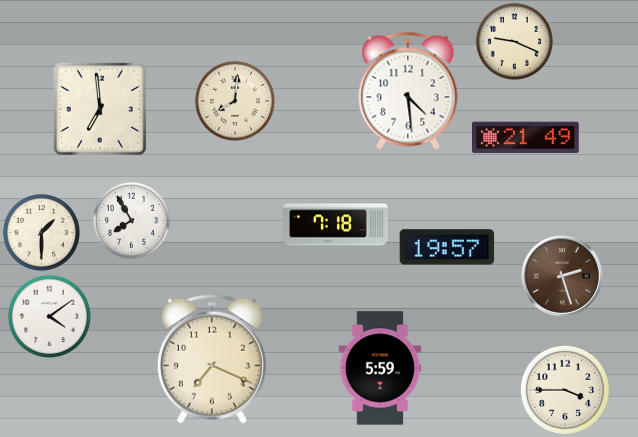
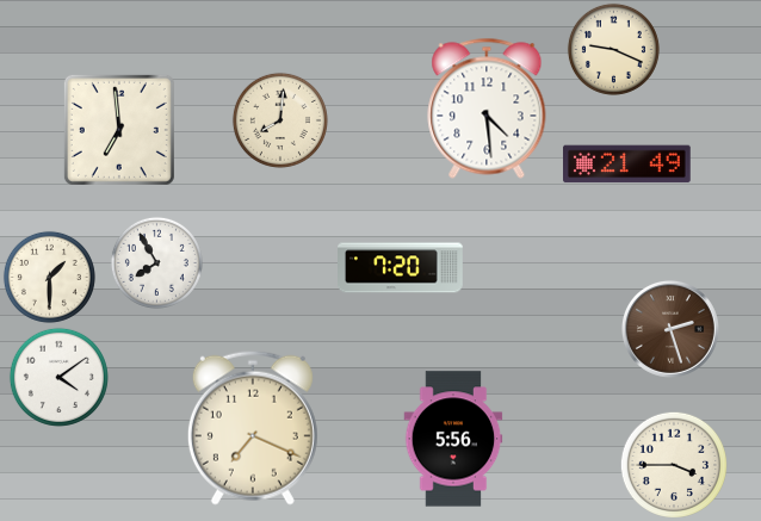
clock at (336, 225): 7:18 -> 7:20
clock at (447, 247): 19:57 -> none
clock at (380, 368): 5:59 -> 5:56
